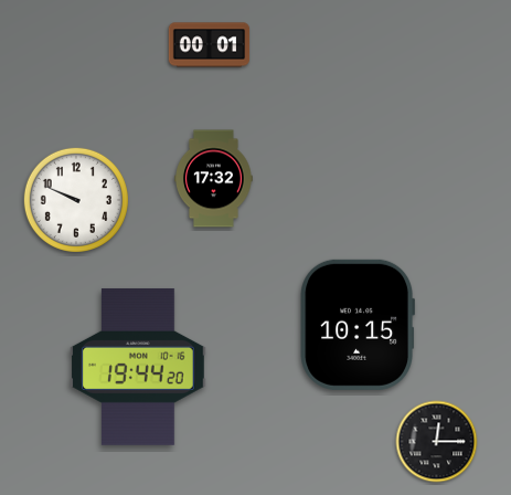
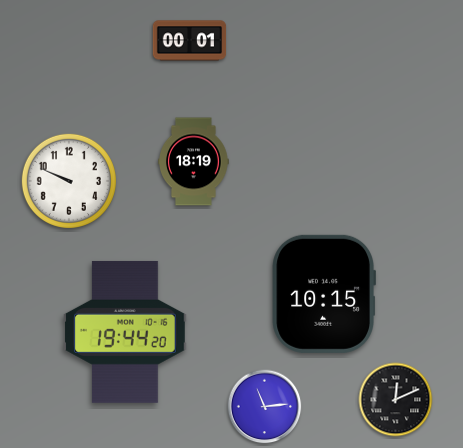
clock at (214, 179): 17:32 -> 18:19
clock at (437, 442): 12:15 -> 12:11
clock at (265, 407): none -> 11:14
